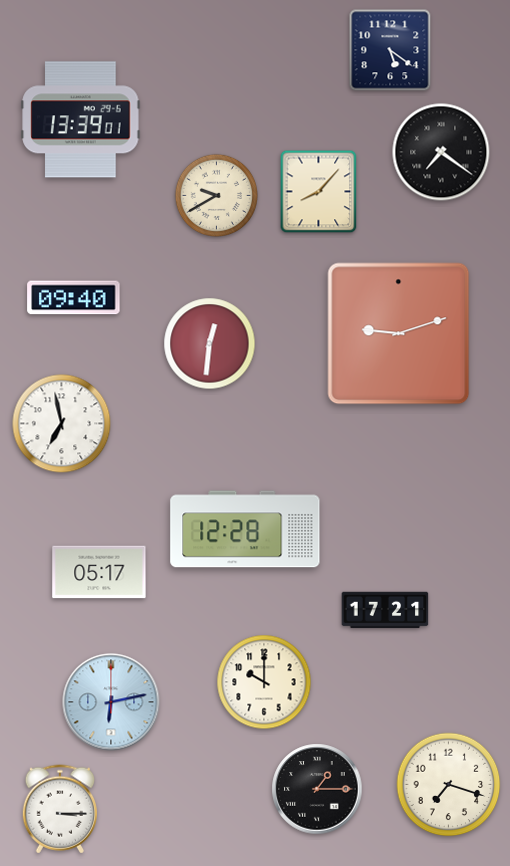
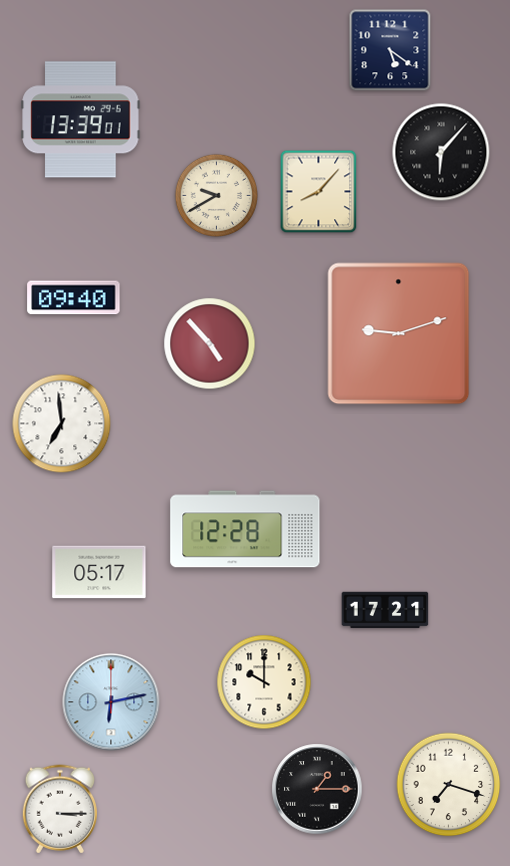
clock at (441, 152): 7:21 -> 6:07
clock at (210, 344): 12:31 -> 4:53
clock at (62, 424): 6:58 -> 6:59
